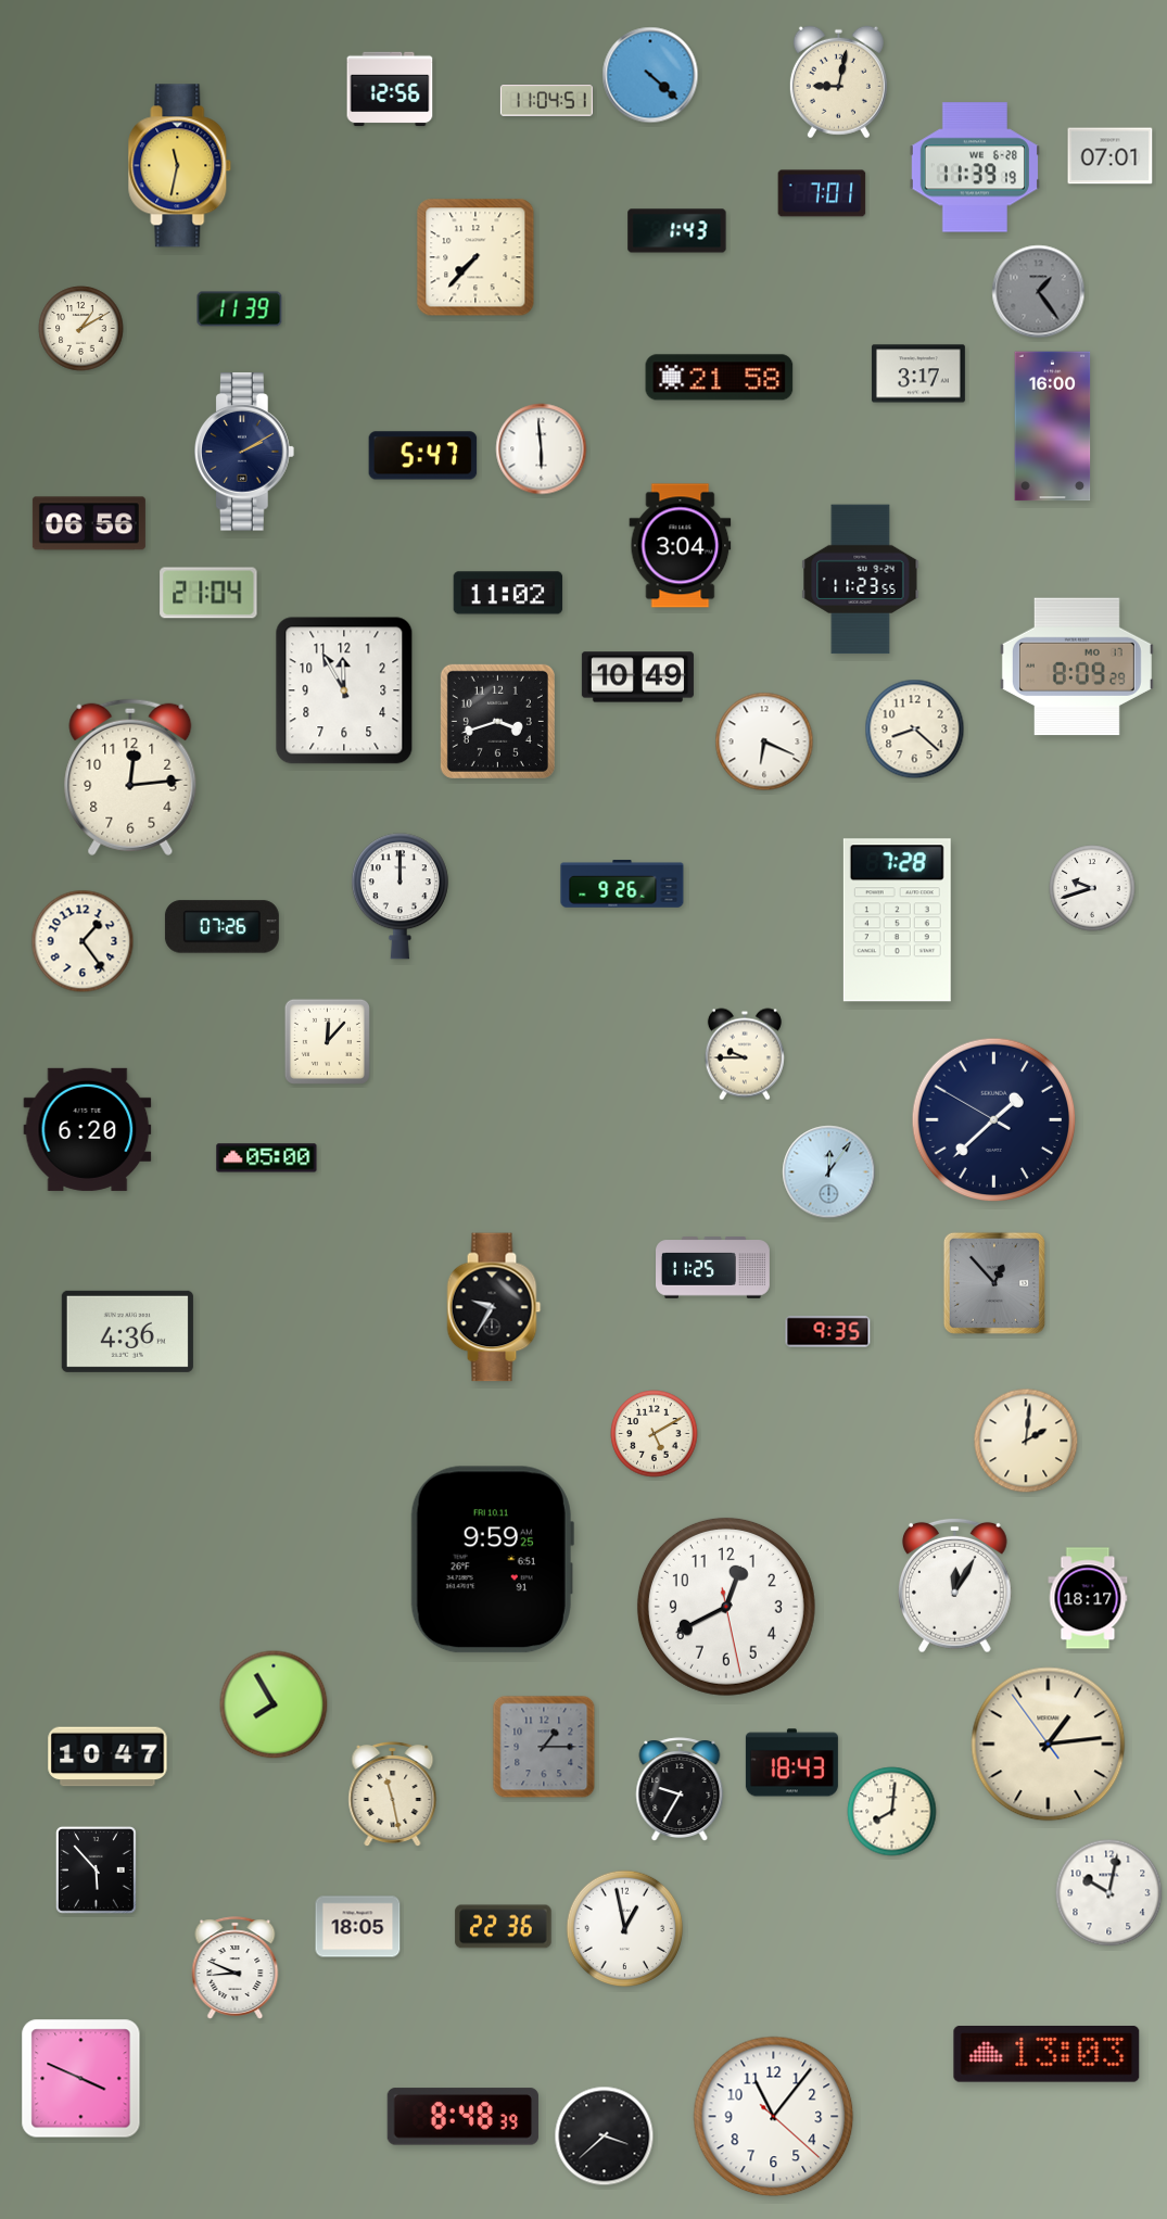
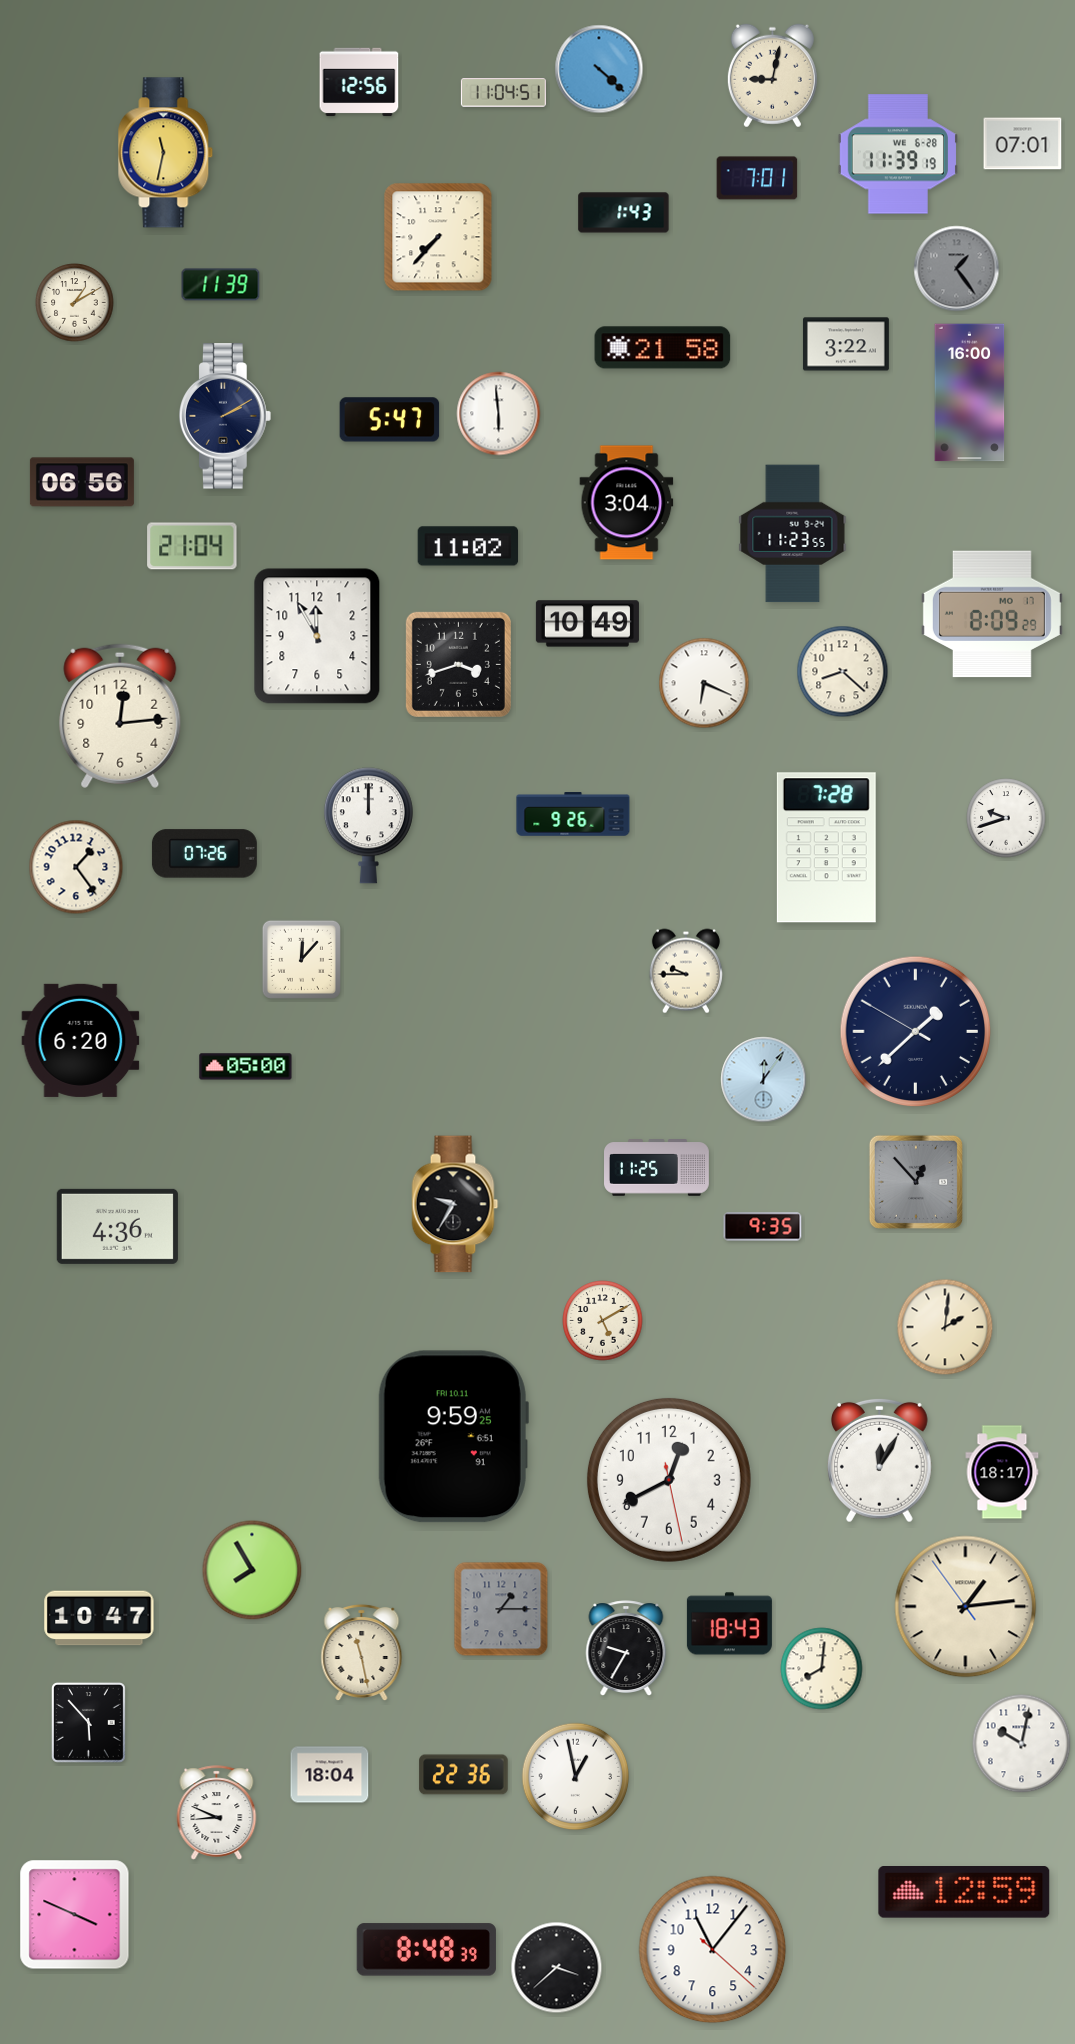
clock at (918, 373): 3:17 -> 3:22
clock at (358, 1927): 18:05 -> 18:04
clock at (1047, 2055): 13:03 -> 12:59
